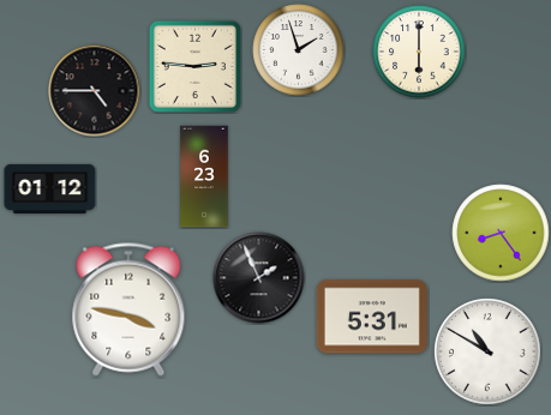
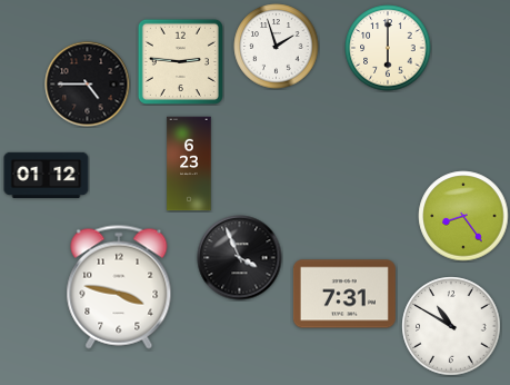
clock at (259, 278): 1:56 -> 3:56
clock at (372, 317): 5:31 -> 7:31
